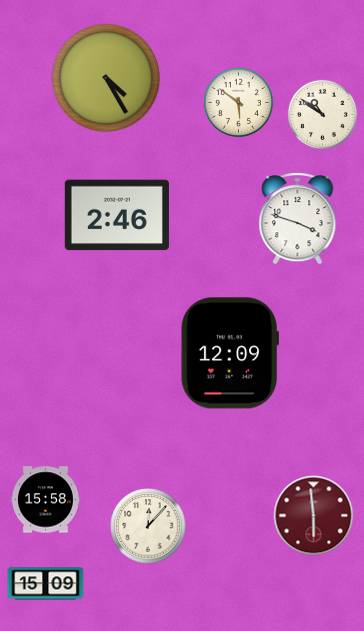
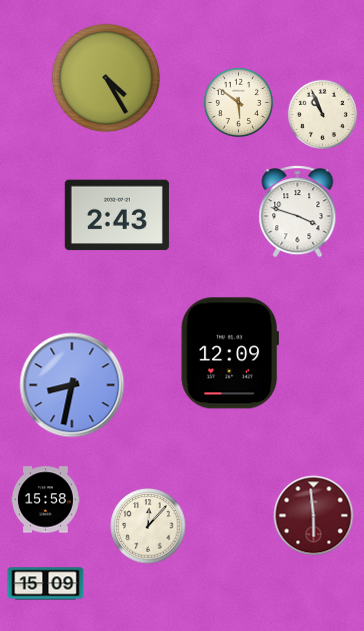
clock at (322, 114): 10:51 -> 10:56
clock at (117, 215): 2:46 -> 2:43
clock at (298, 219) position: (298, 219) -> (298, 212)
clock at (72, 385): none -> 8:32
